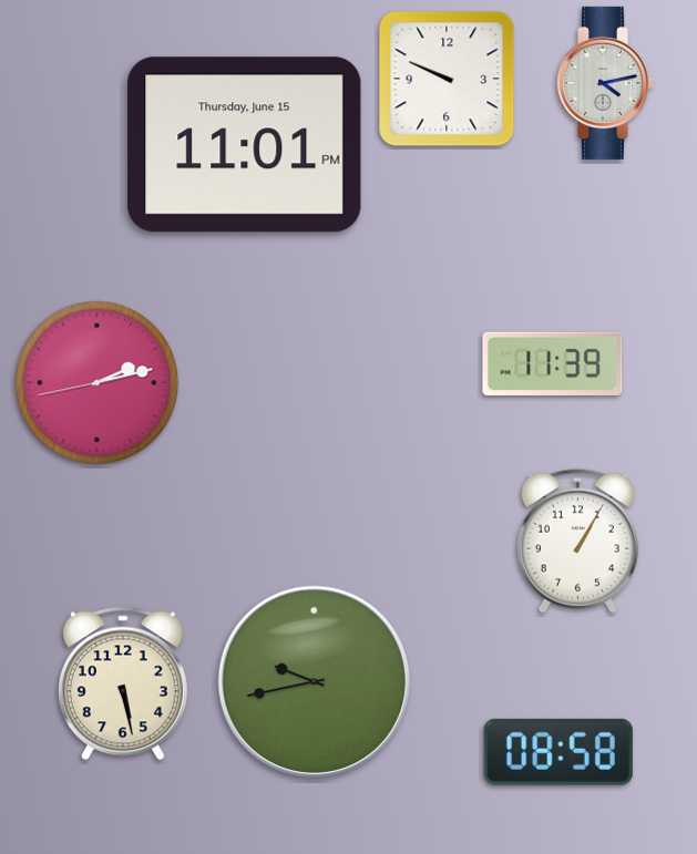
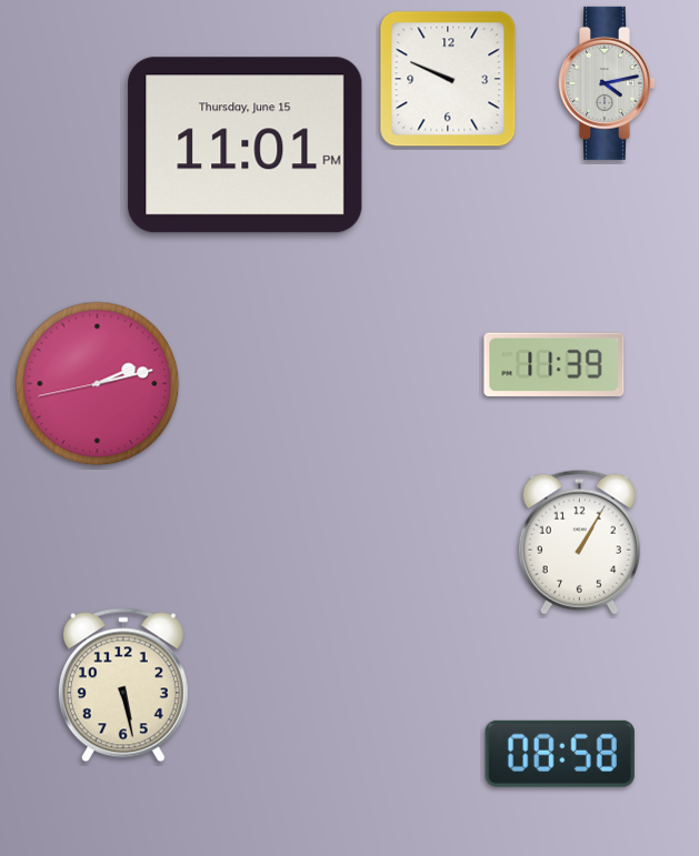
clock at (314, 681): 9:43 -> none
